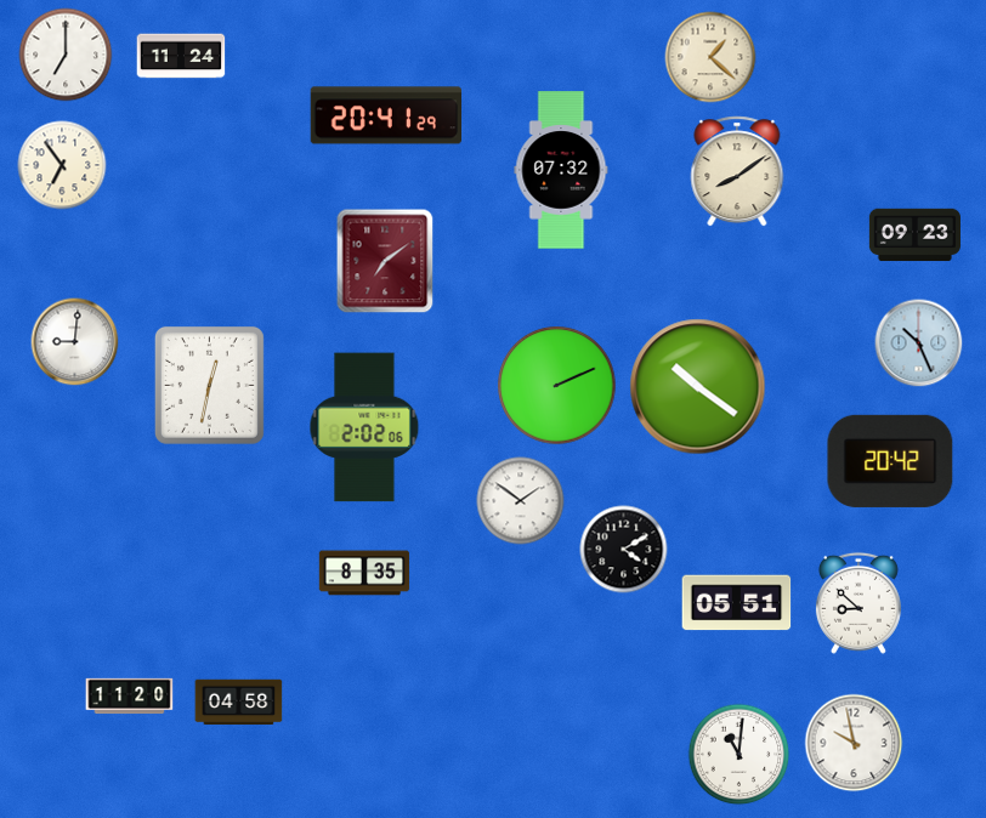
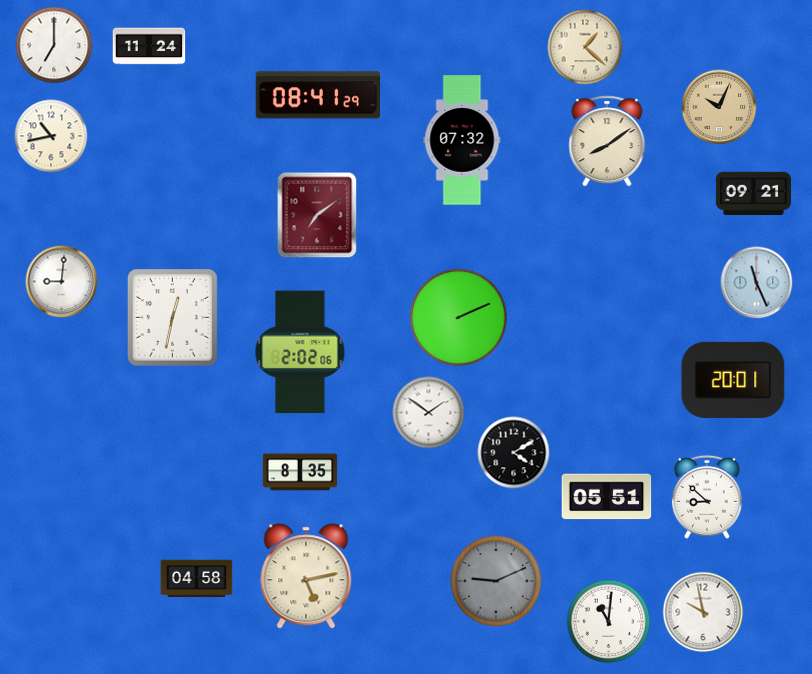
clock at (385, 115): 20:41 -> 08:41
clock at (719, 107): none -> 10:04
clock at (62, 165): 6:54 -> 10:43
clock at (914, 235): 09:23 -> 09:21
clock at (919, 343): 10:26 -> 11:26
clock at (698, 387): 10:21 -> none
clock at (890, 461): 20:42 -> 20:01
clock at (130, 697): 11:20 -> none
clock at (306, 576): none -> 5:13
clock at (496, 581): none -> 9:11
